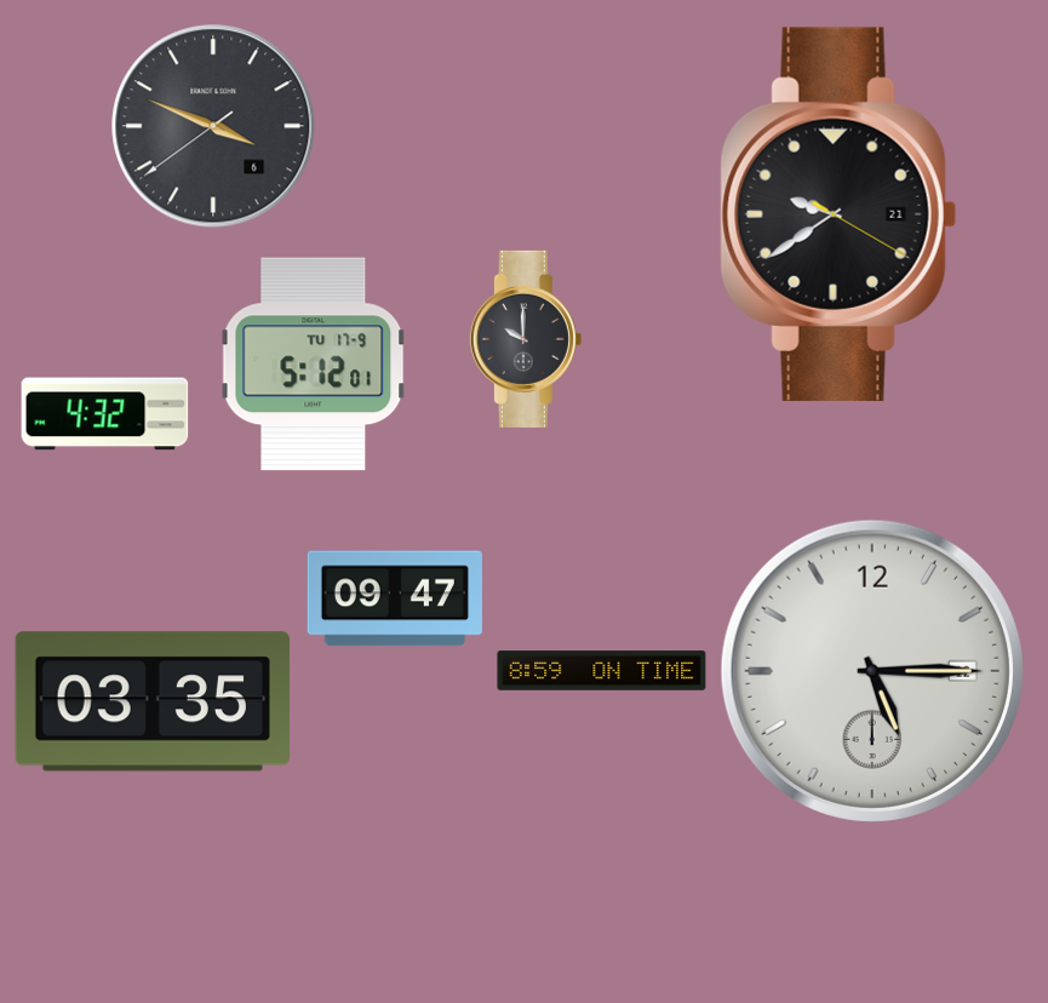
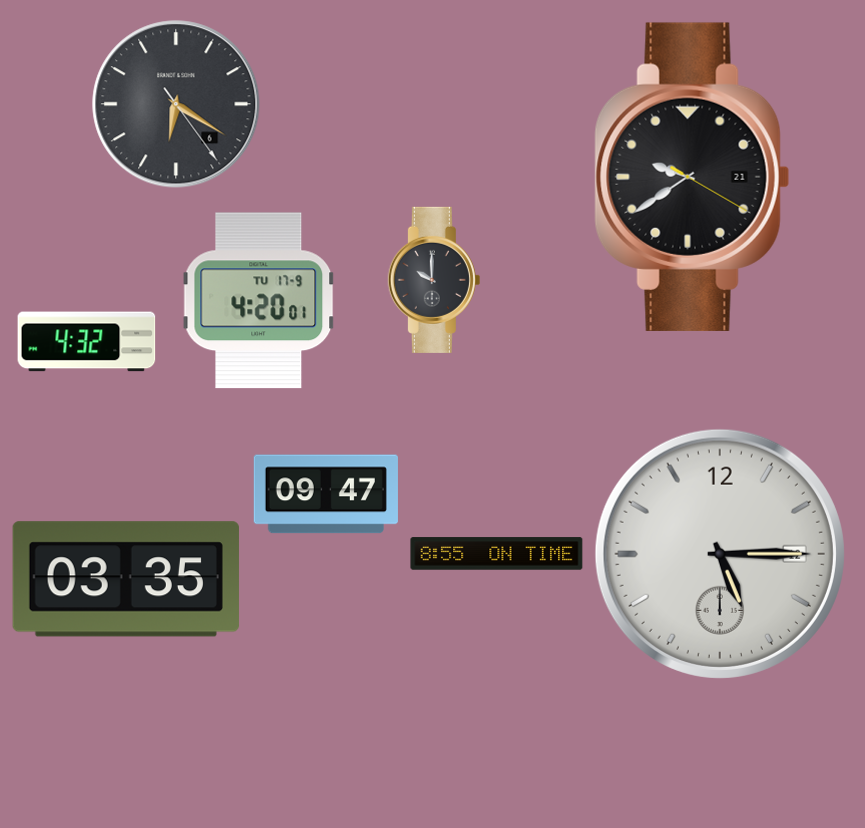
clock at (213, 126): 3:48 -> 6:20
clock at (314, 365): 5:12 -> 4:20
clock at (602, 671): 8:59 -> 8:55
